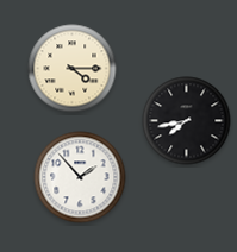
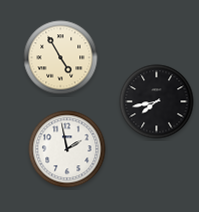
clock at (73, 69): 4:15 -> 4:55
clock at (80, 177): 1:53 -> 1:58
